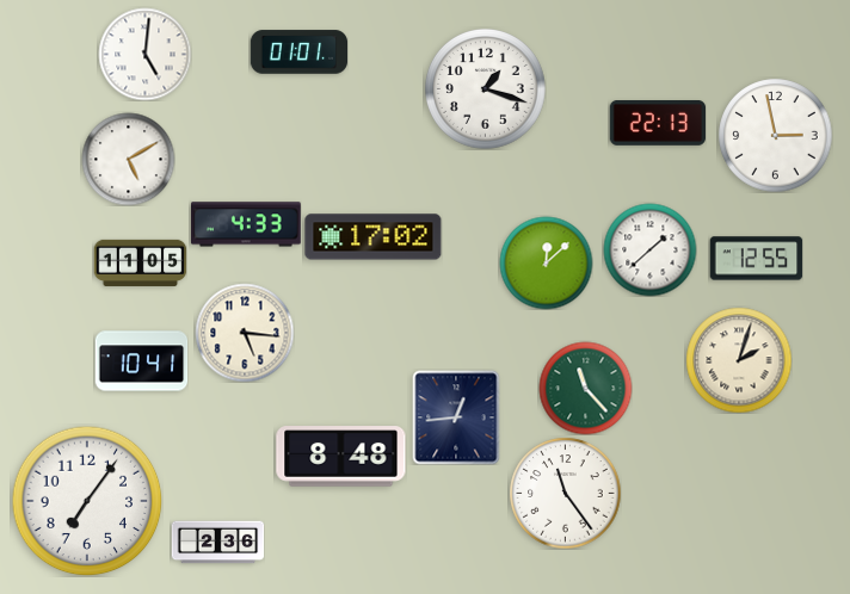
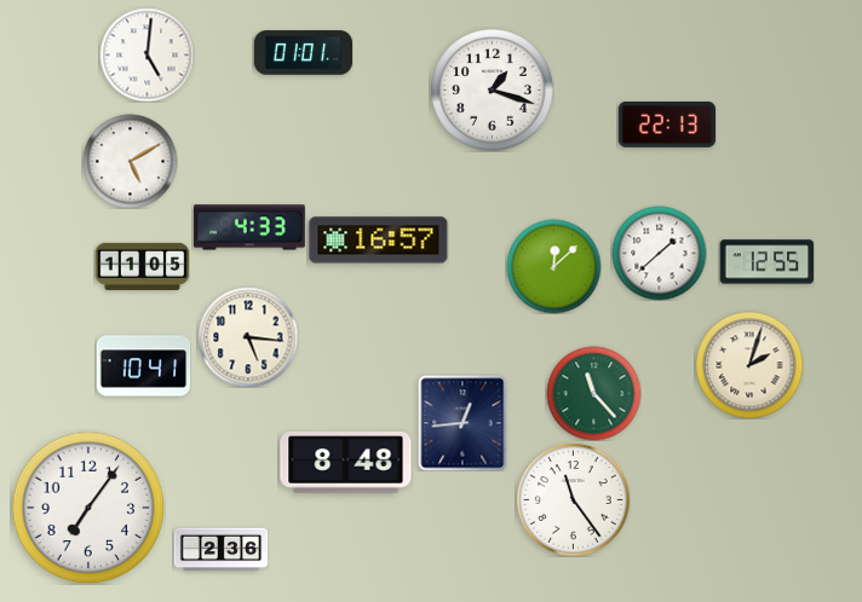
clock at (775, 135): 2:58 -> none
clock at (374, 237): 17:02 -> 16:57
